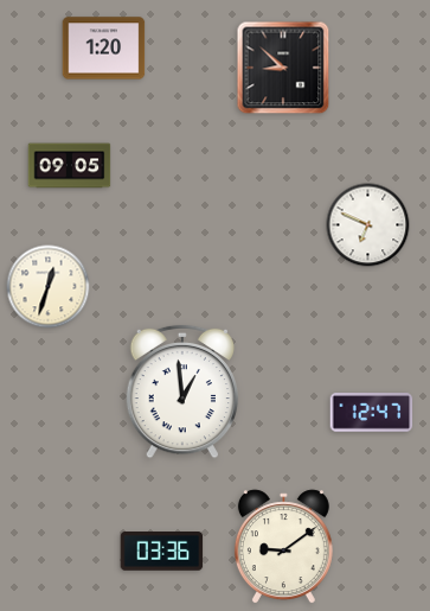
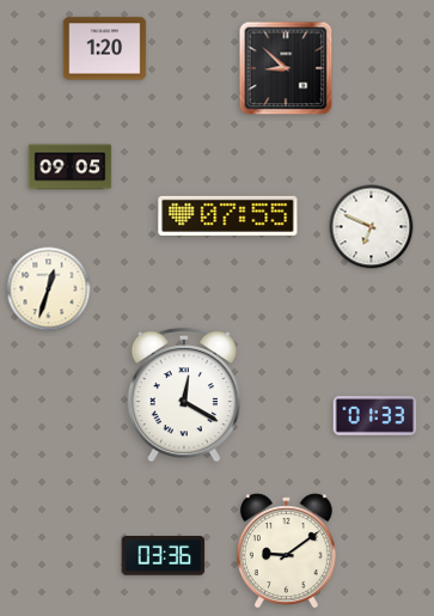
clock at (228, 215): none -> 07:55
clock at (182, 392): 12:59 -> 12:20
clock at (372, 413): 12:47 -> 01:33
